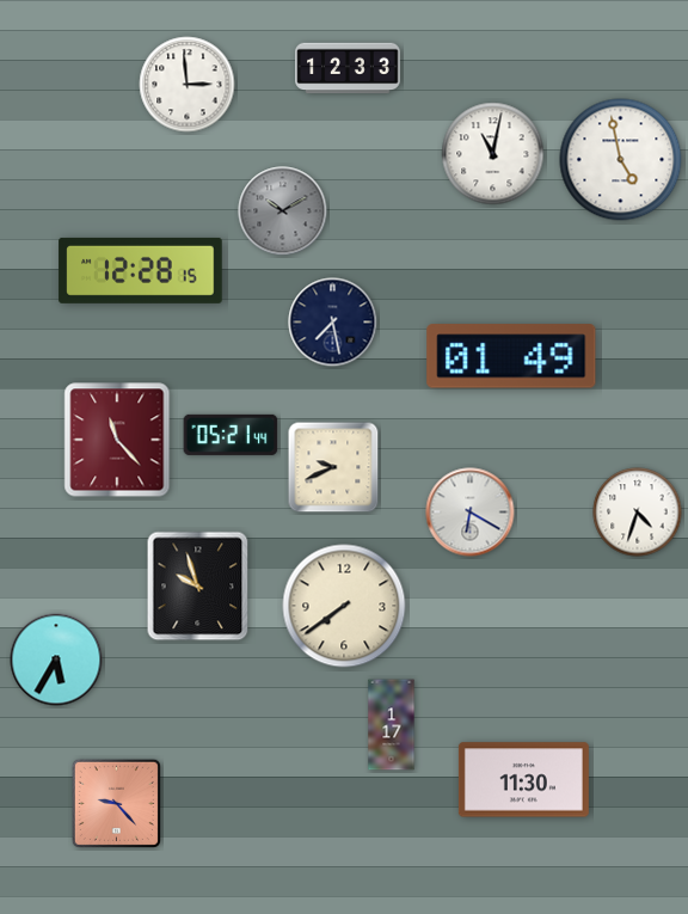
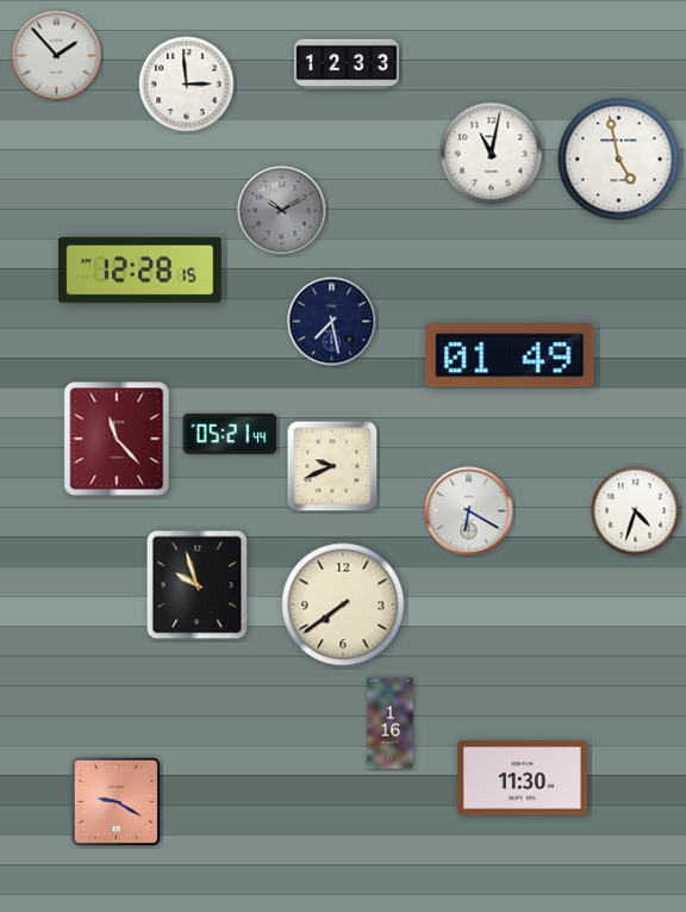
clock at (57, 56): none -> 1:53
clock at (348, 68) position: (348, 68) -> (347, 64)
clock at (56, 660): 5:35 -> none
clock at (392, 725): 1:17 -> 1:16
clock at (116, 803): 9:23 -> 9:20
